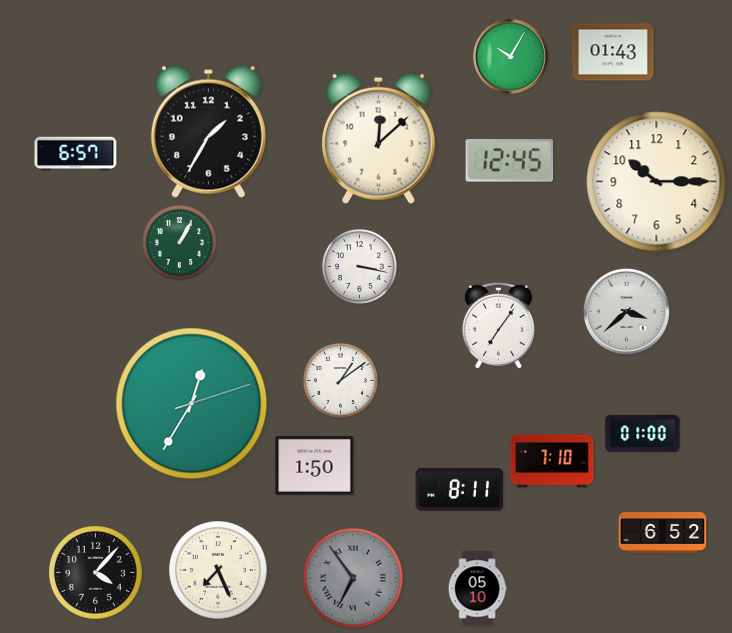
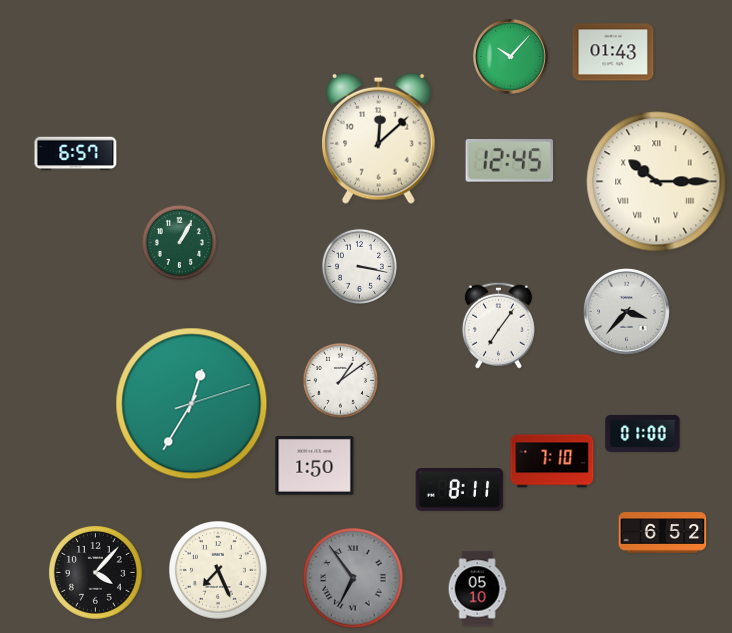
clock at (511, 57): 10:05 -> 10:07
clock at (208, 131): 1:35 -> none
clock at (657, 182) numerals: Arabic -> Roman
clock at (627, 312): 3:38 -> 3:37
